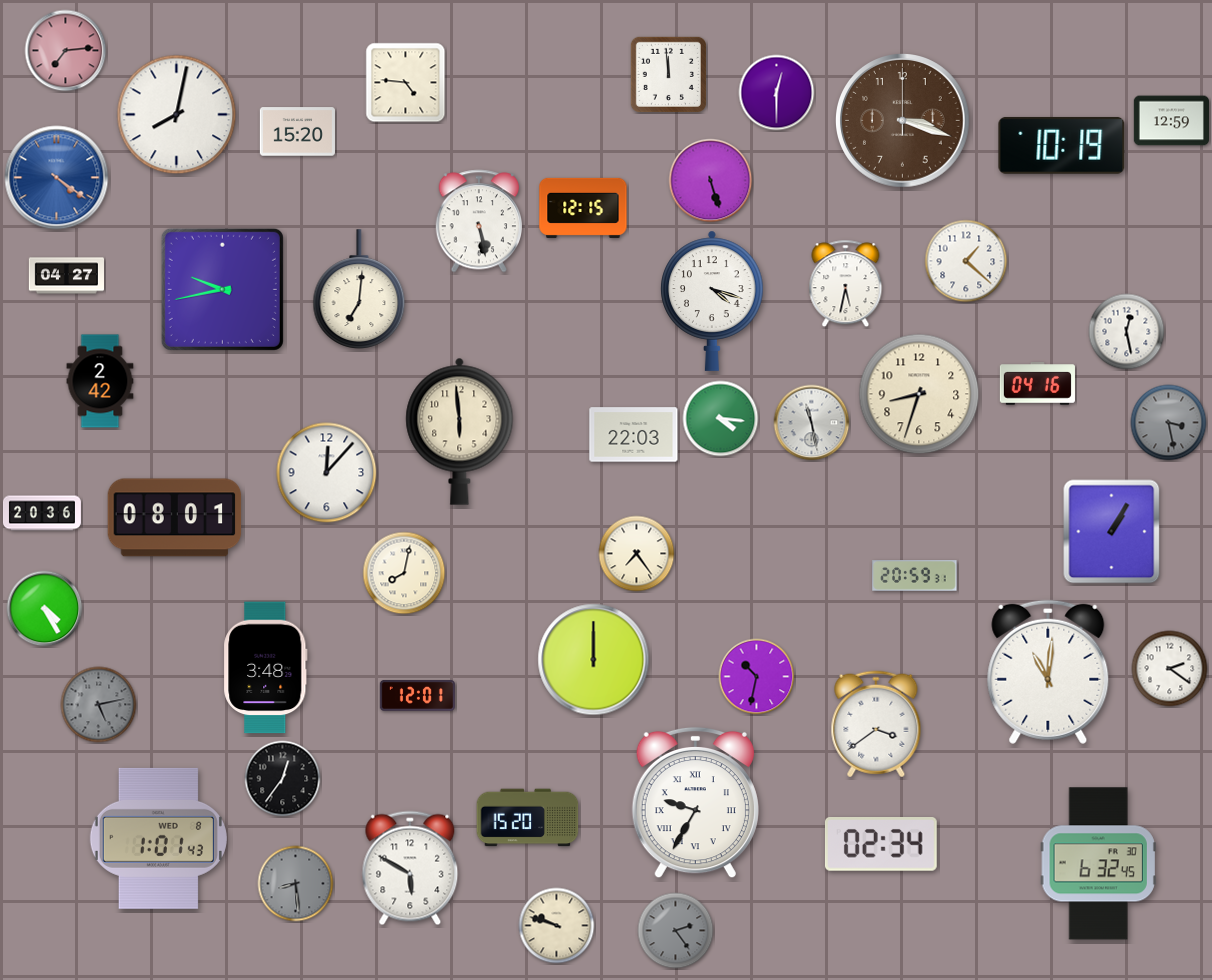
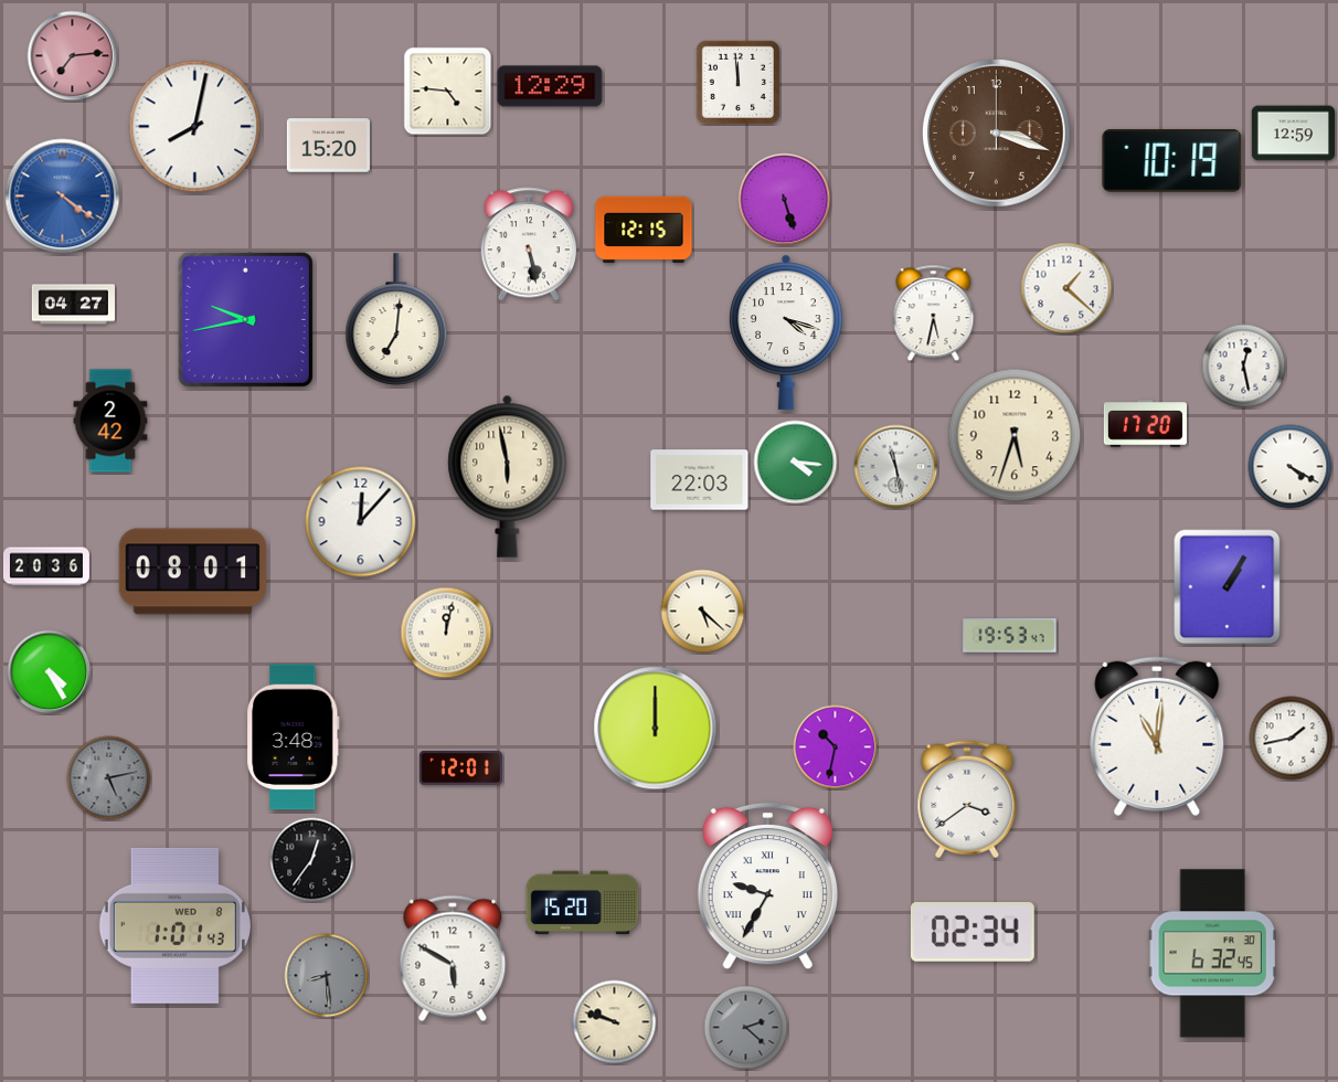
clock at (550, 86): none -> 12:29
clock at (777, 93): 12:30 -> none
clock at (1037, 384): 04:16 -> 17:20
clock at (919, 394): 8:33 -> 5:33
clock at (1169, 423): 3:28 -> 4:20
clock at (1169, 423) dial: grey -> white
clock at (460, 431): 5:59 -> 5:58
clock at (637, 554): 7:24 -> 5:22
clock at (404, 573): 8:02 -> 12:02
clock at (915, 576): 20:59 -> 19:53
clock at (1170, 669): 2:21 -> 1:43
clock at (1048, 672) position: (1048, 672) -> (1157, 736)
clock at (676, 931): 2:24 -> 2:22
